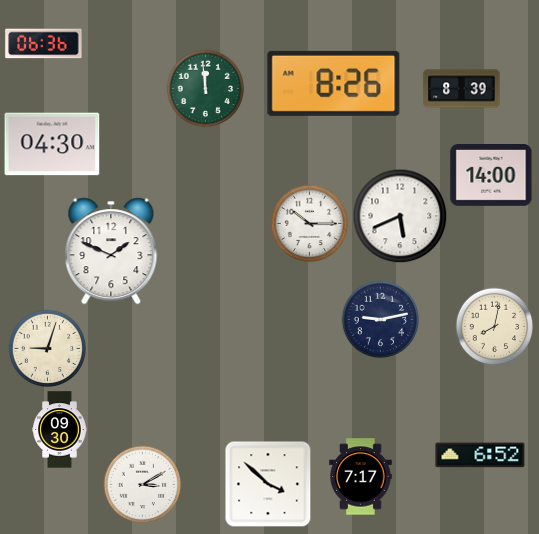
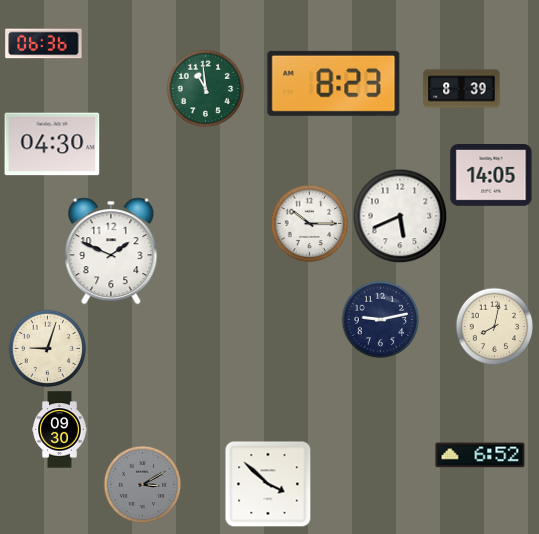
clock at (334, 83): 8:26 -> 8:23
clock at (205, 88): 11:59 -> 10:59
clock at (491, 176): 14:00 -> 14:05
clock at (361, 477): 7:17 -> none
clock at (142, 484) dial: white -> grey
